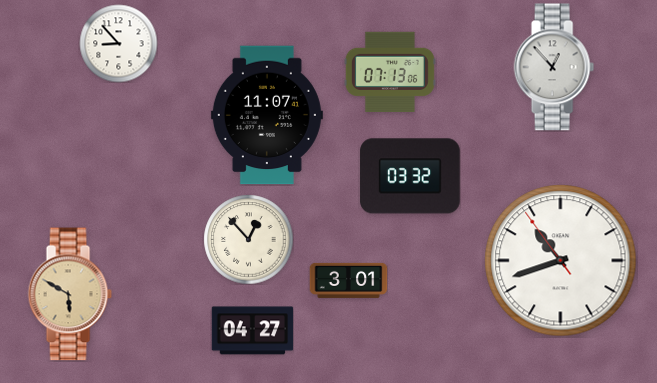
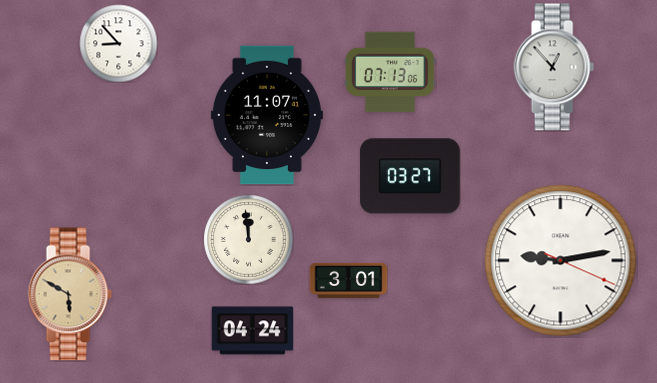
clock at (410, 176): 03:32 -> 03:27
clock at (248, 239): 12:53 -> 11:59
clock at (561, 261): 10:41 -> 9:13
clock at (252, 331): 04:27 -> 04:24
